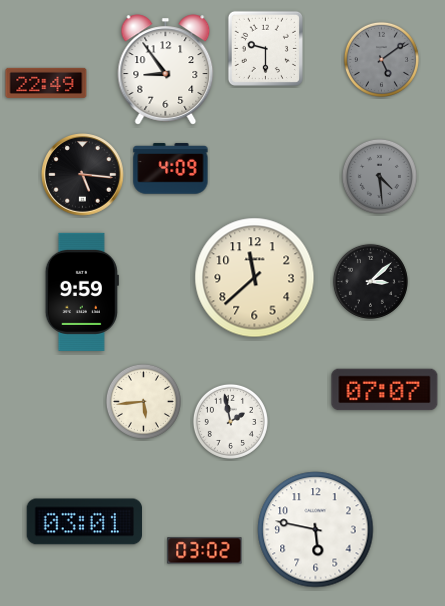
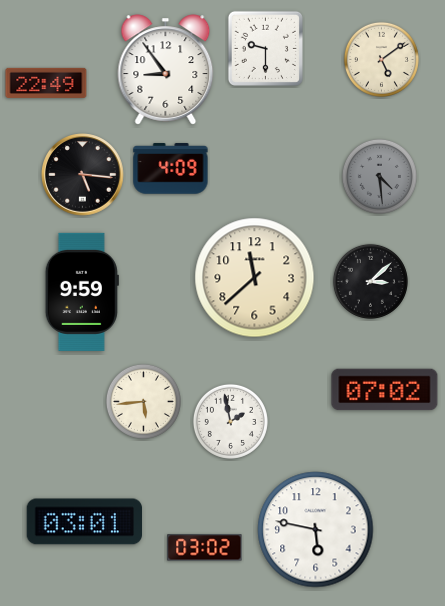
clock at (381, 59) dial: grey -> cream
clock at (385, 390): 07:07 -> 07:02
clock at (205, 551) position: (205, 551) -> (205, 548)
